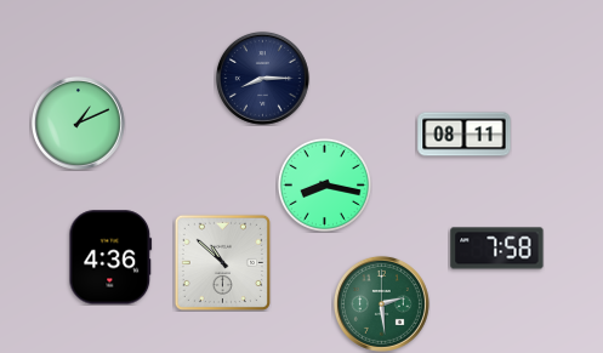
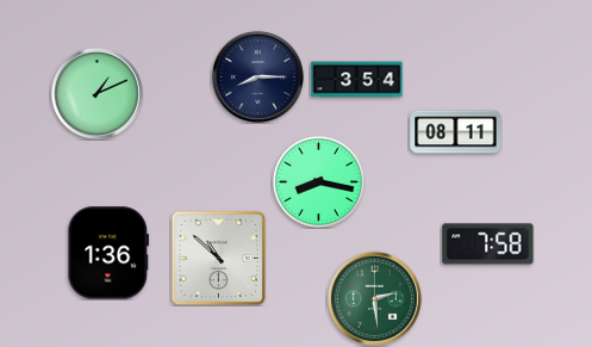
clock at (357, 80): none -> 3:54
clock at (78, 123) position: (78, 123) -> (96, 93)
clock at (110, 257): 4:36 -> 1:36
